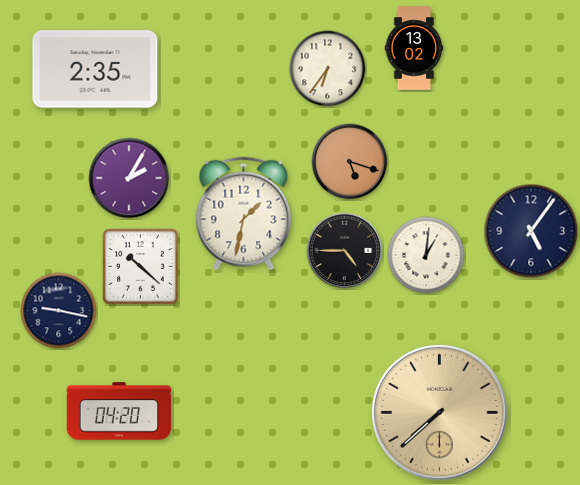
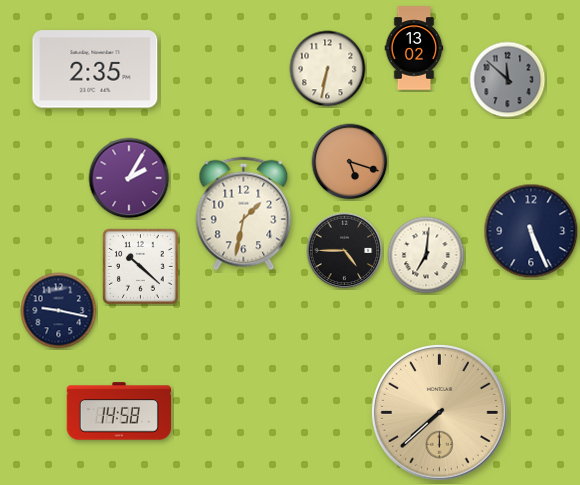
clock at (328, 69): 6:36 -> 6:32
clock at (508, 80): none -> 11:52
clock at (531, 231): 5:06 -> 5:26
clock at (426, 255): 1:01 -> 7:01
clock at (119, 411): 04:20 -> 14:58
